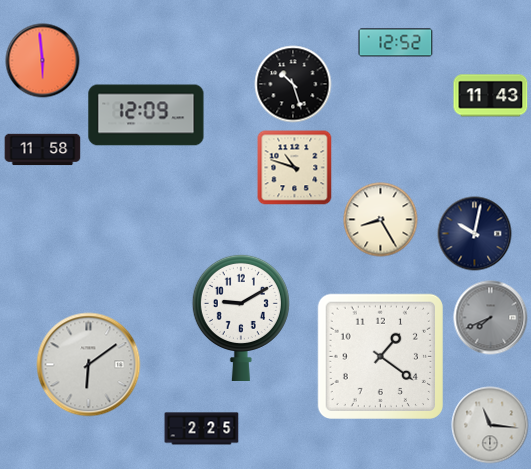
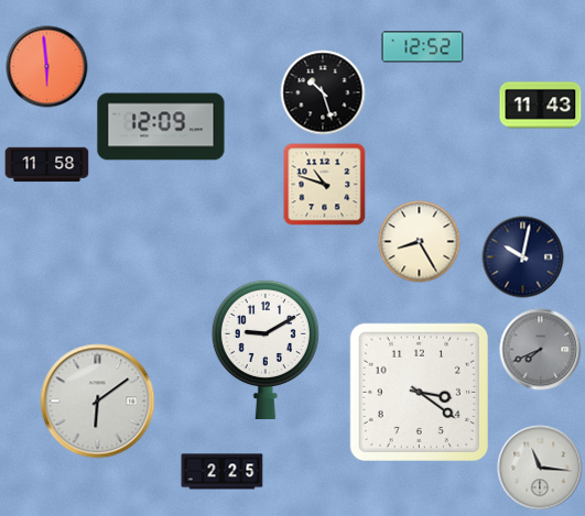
clock at (396, 43) position: (396, 43) -> (423, 47)
clock at (380, 356): 1:21 -> 3:21
